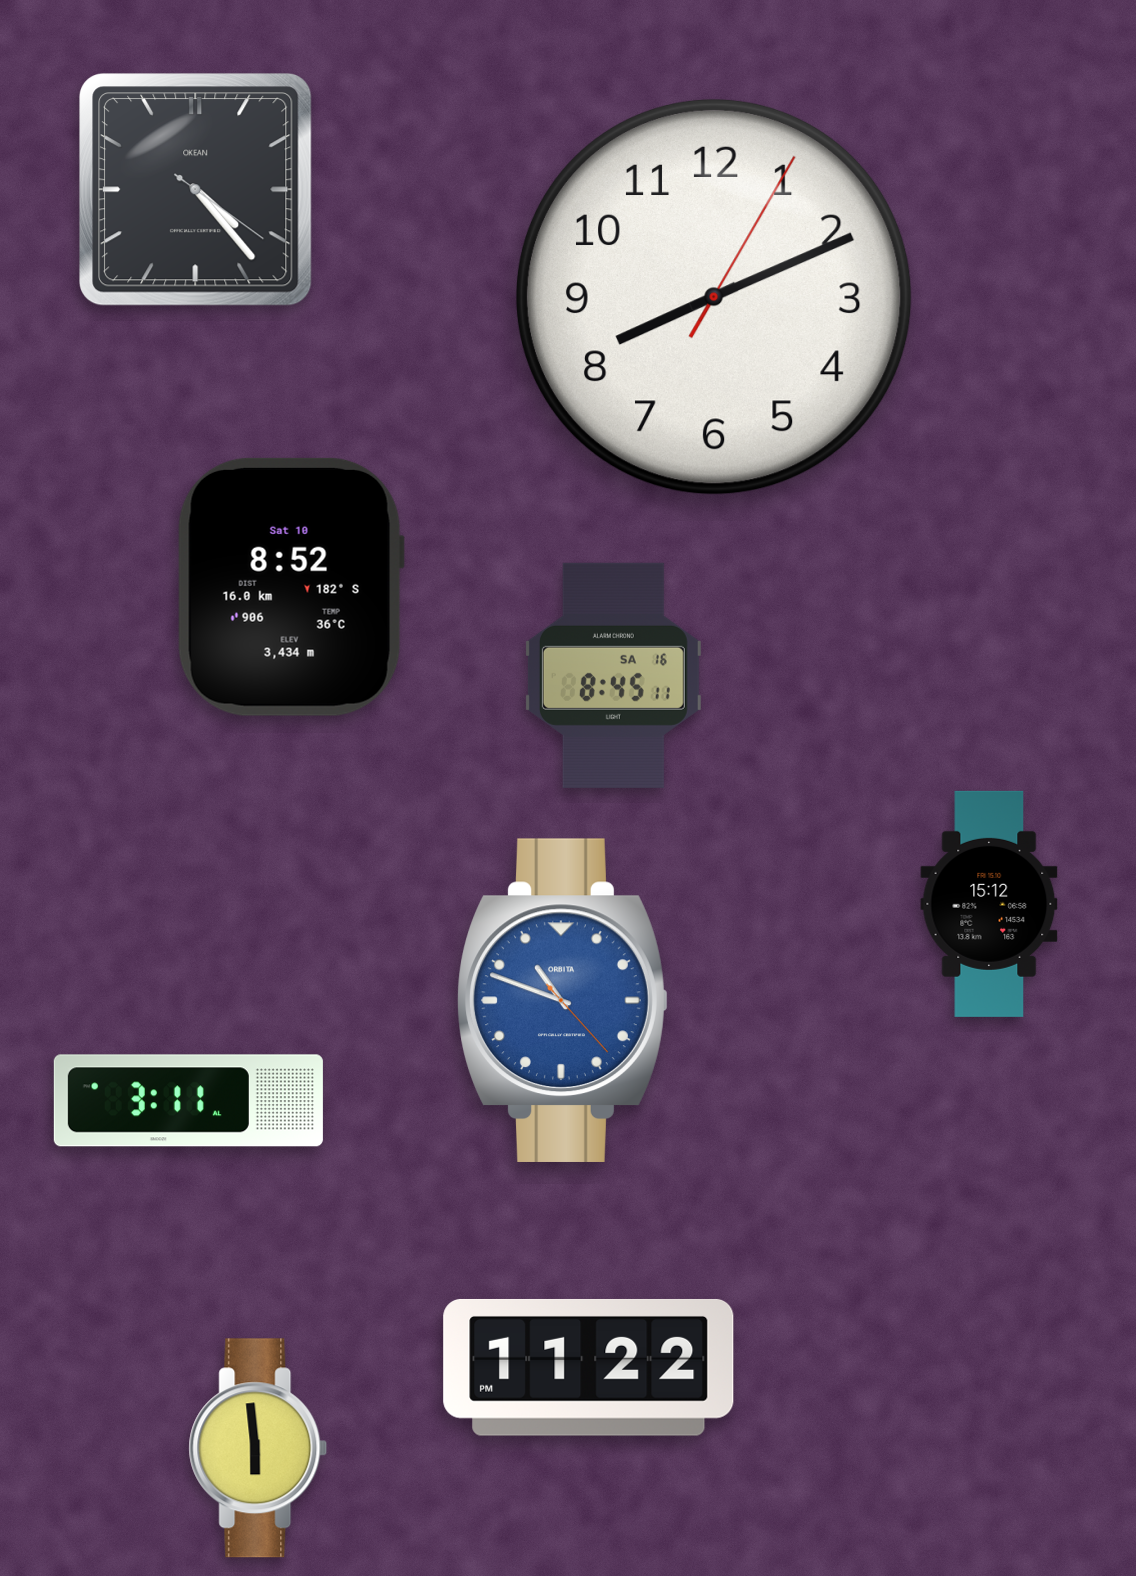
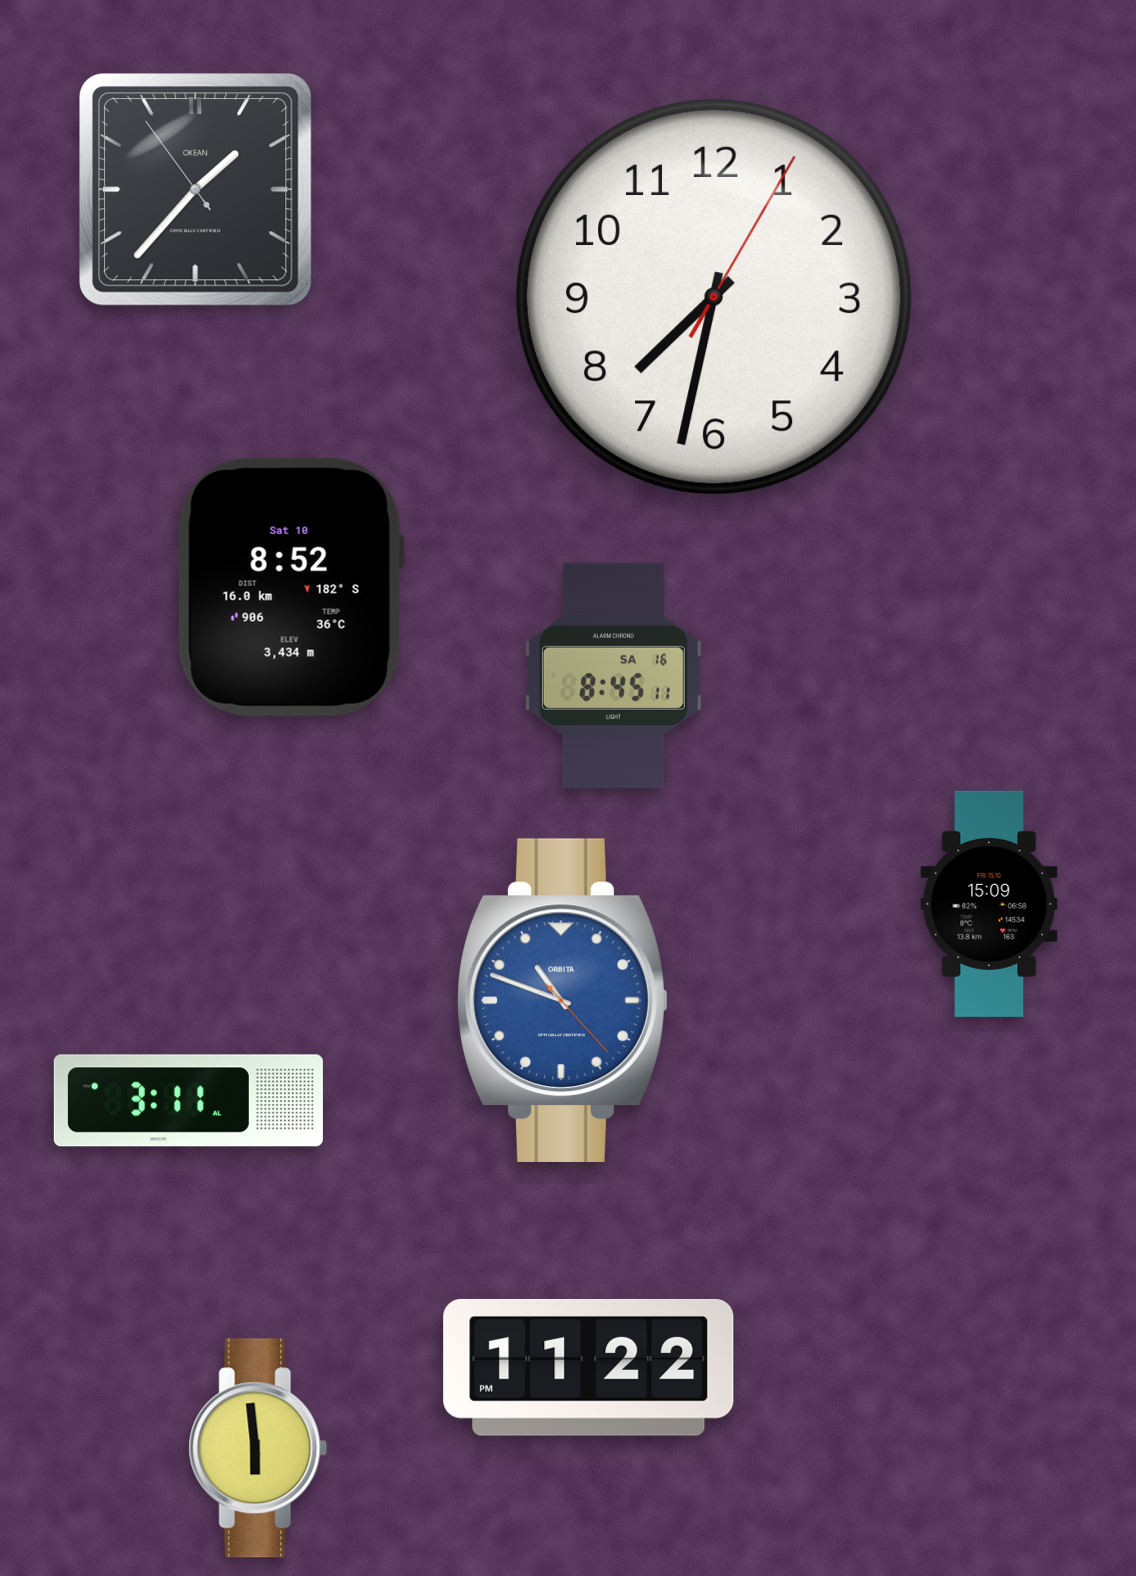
clock at (196, 190): 4:23 -> 1:36
clock at (714, 297): 8:11 -> 7:32
clock at (989, 904): 15:12 -> 15:09
